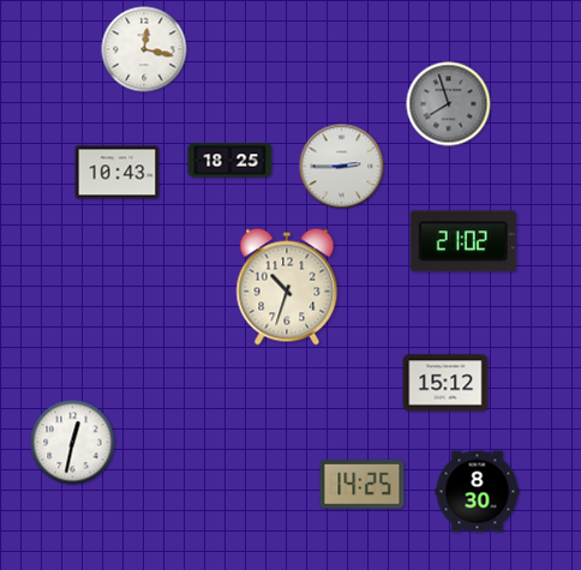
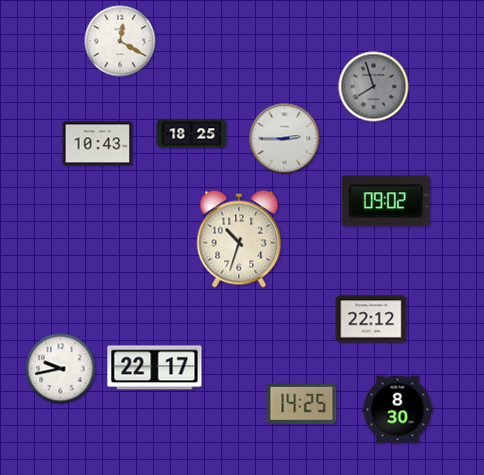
clock at (144, 49): 12:17 -> 12:20
clock at (463, 241): 21:02 -> 09:02
clock at (445, 383): 15:12 -> 22:12
clock at (155, 368): none -> 22:17
clock at (73, 443): 12:32 -> 9:43
